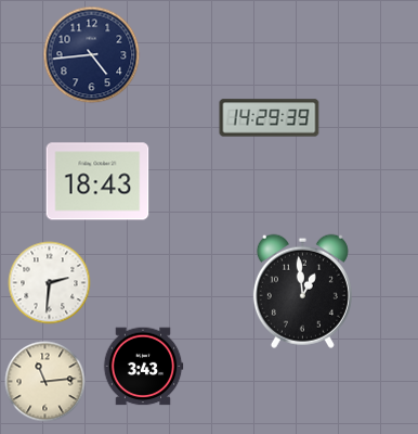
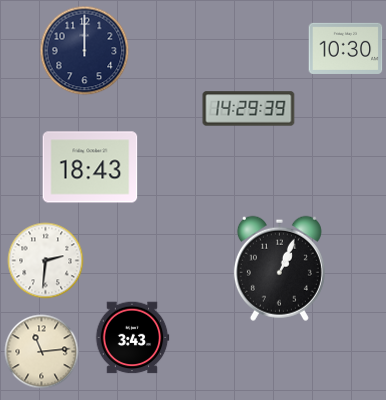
clock at (346, 48): none -> 10:30
clock at (92, 55): 4:44 -> 12:00
clock at (302, 291): 12:59 -> 1:04
